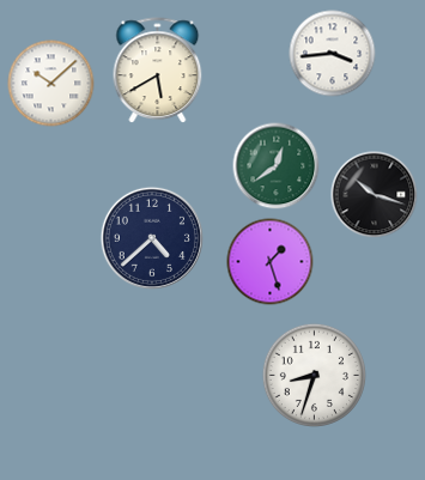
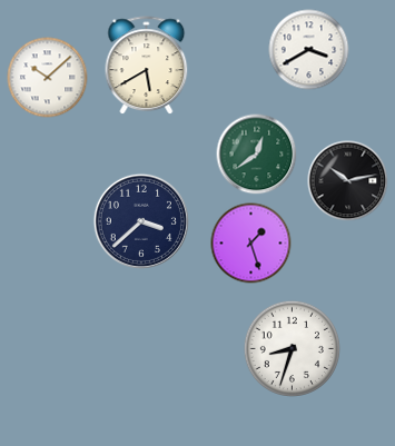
clock at (333, 54): 3:44 -> 3:40
clock at (375, 195): 10:18 -> 10:13
clock at (152, 238): 4:38 -> 3:38
